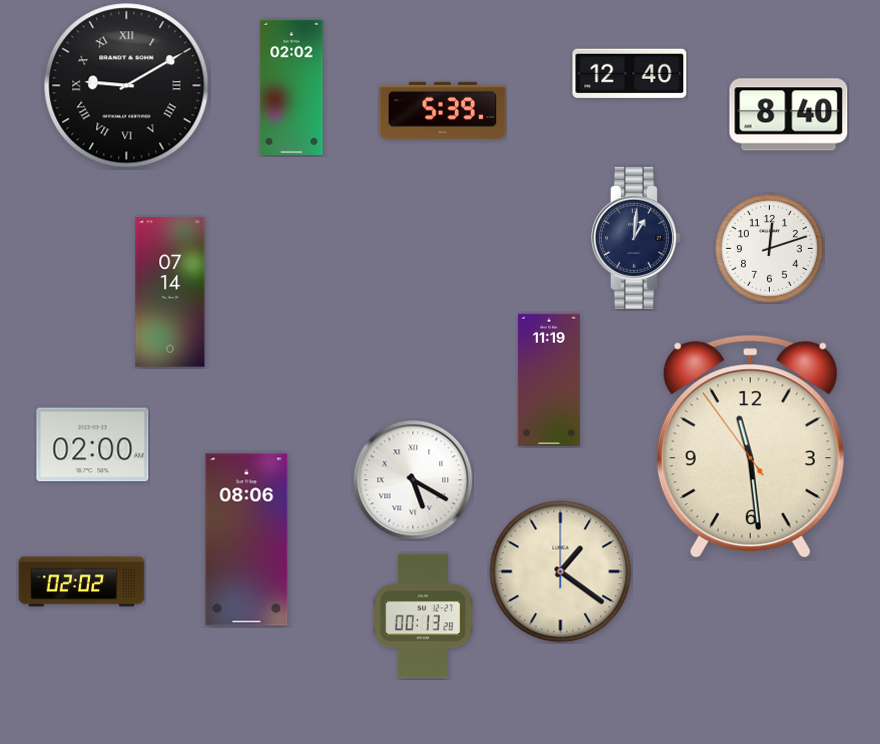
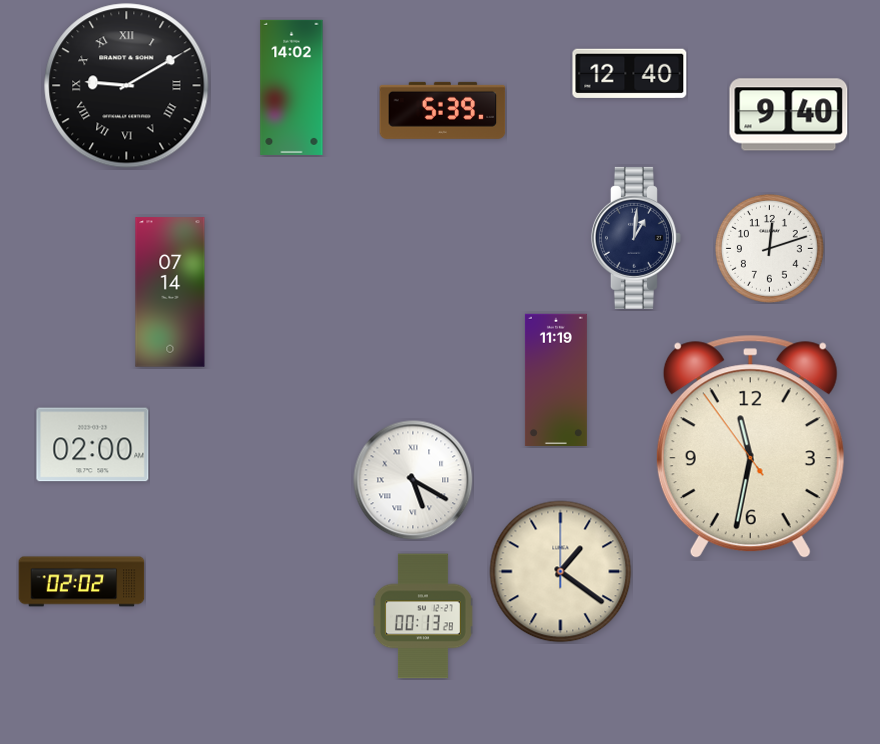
clock at (292, 87): 02:02 -> 14:02
clock at (789, 115): 8:40 -> 9:40
clock at (549, 380) position: (549, 380) -> (556, 380)
clock at (750, 447): 11:28 -> 11:31
clock at (247, 540): 08:06 -> none
